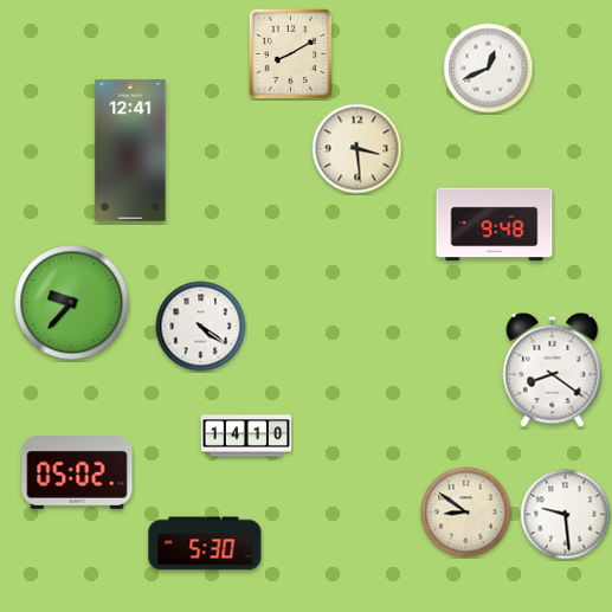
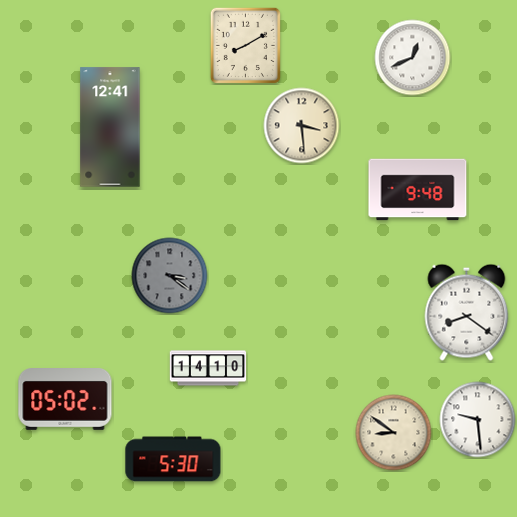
clock at (72, 303): 9:37 -> none
clock at (201, 327): 4:21 -> 3:21
clock at (201, 327) dial: white -> grey
clock at (566, 515) position: (566, 515) -> (478, 420)
